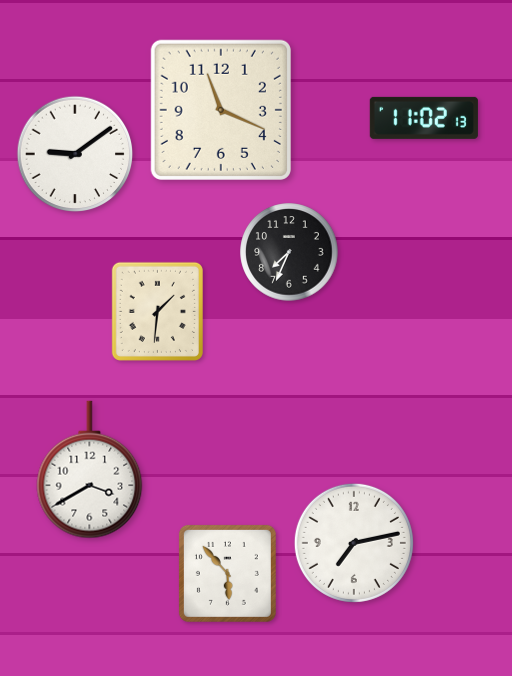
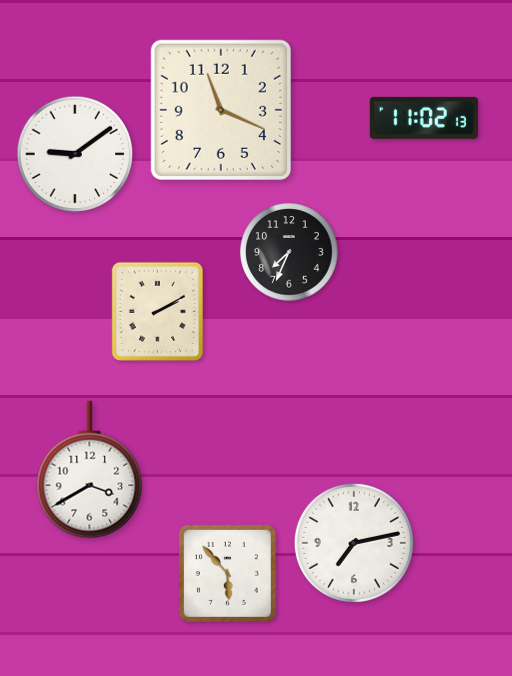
clock at (157, 311): 1:31 -> 2:10
